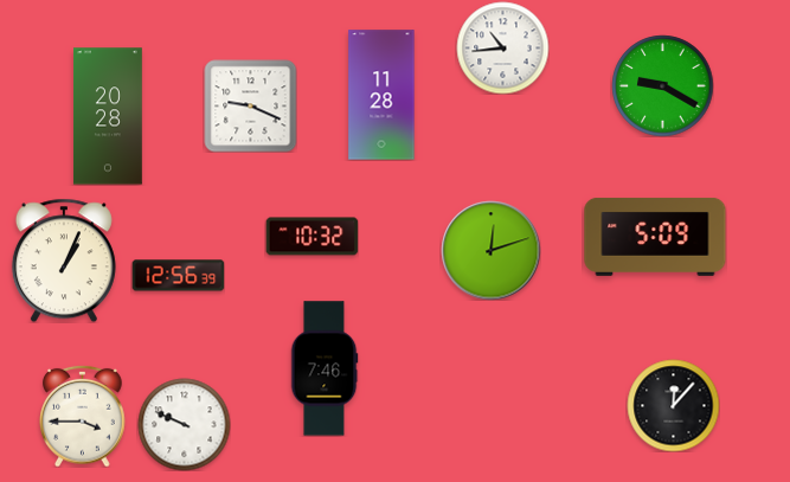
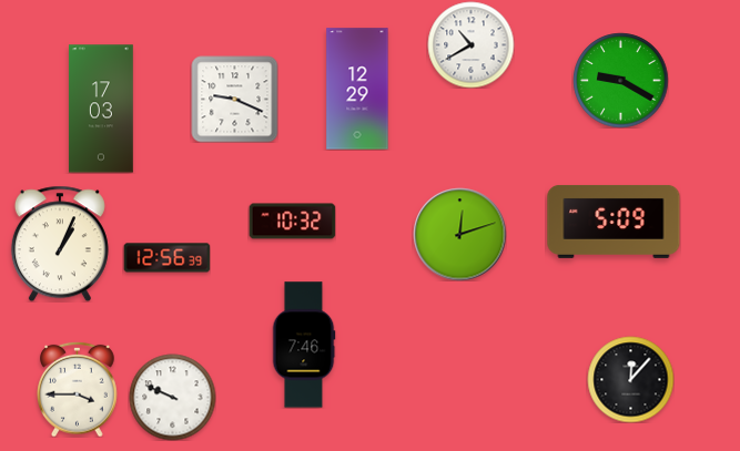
clock at (502, 47): 10:44 -> 10:40
clock at (381, 95): 11:28 -> 12:29
clock at (109, 116): 20:28 -> 17:03
